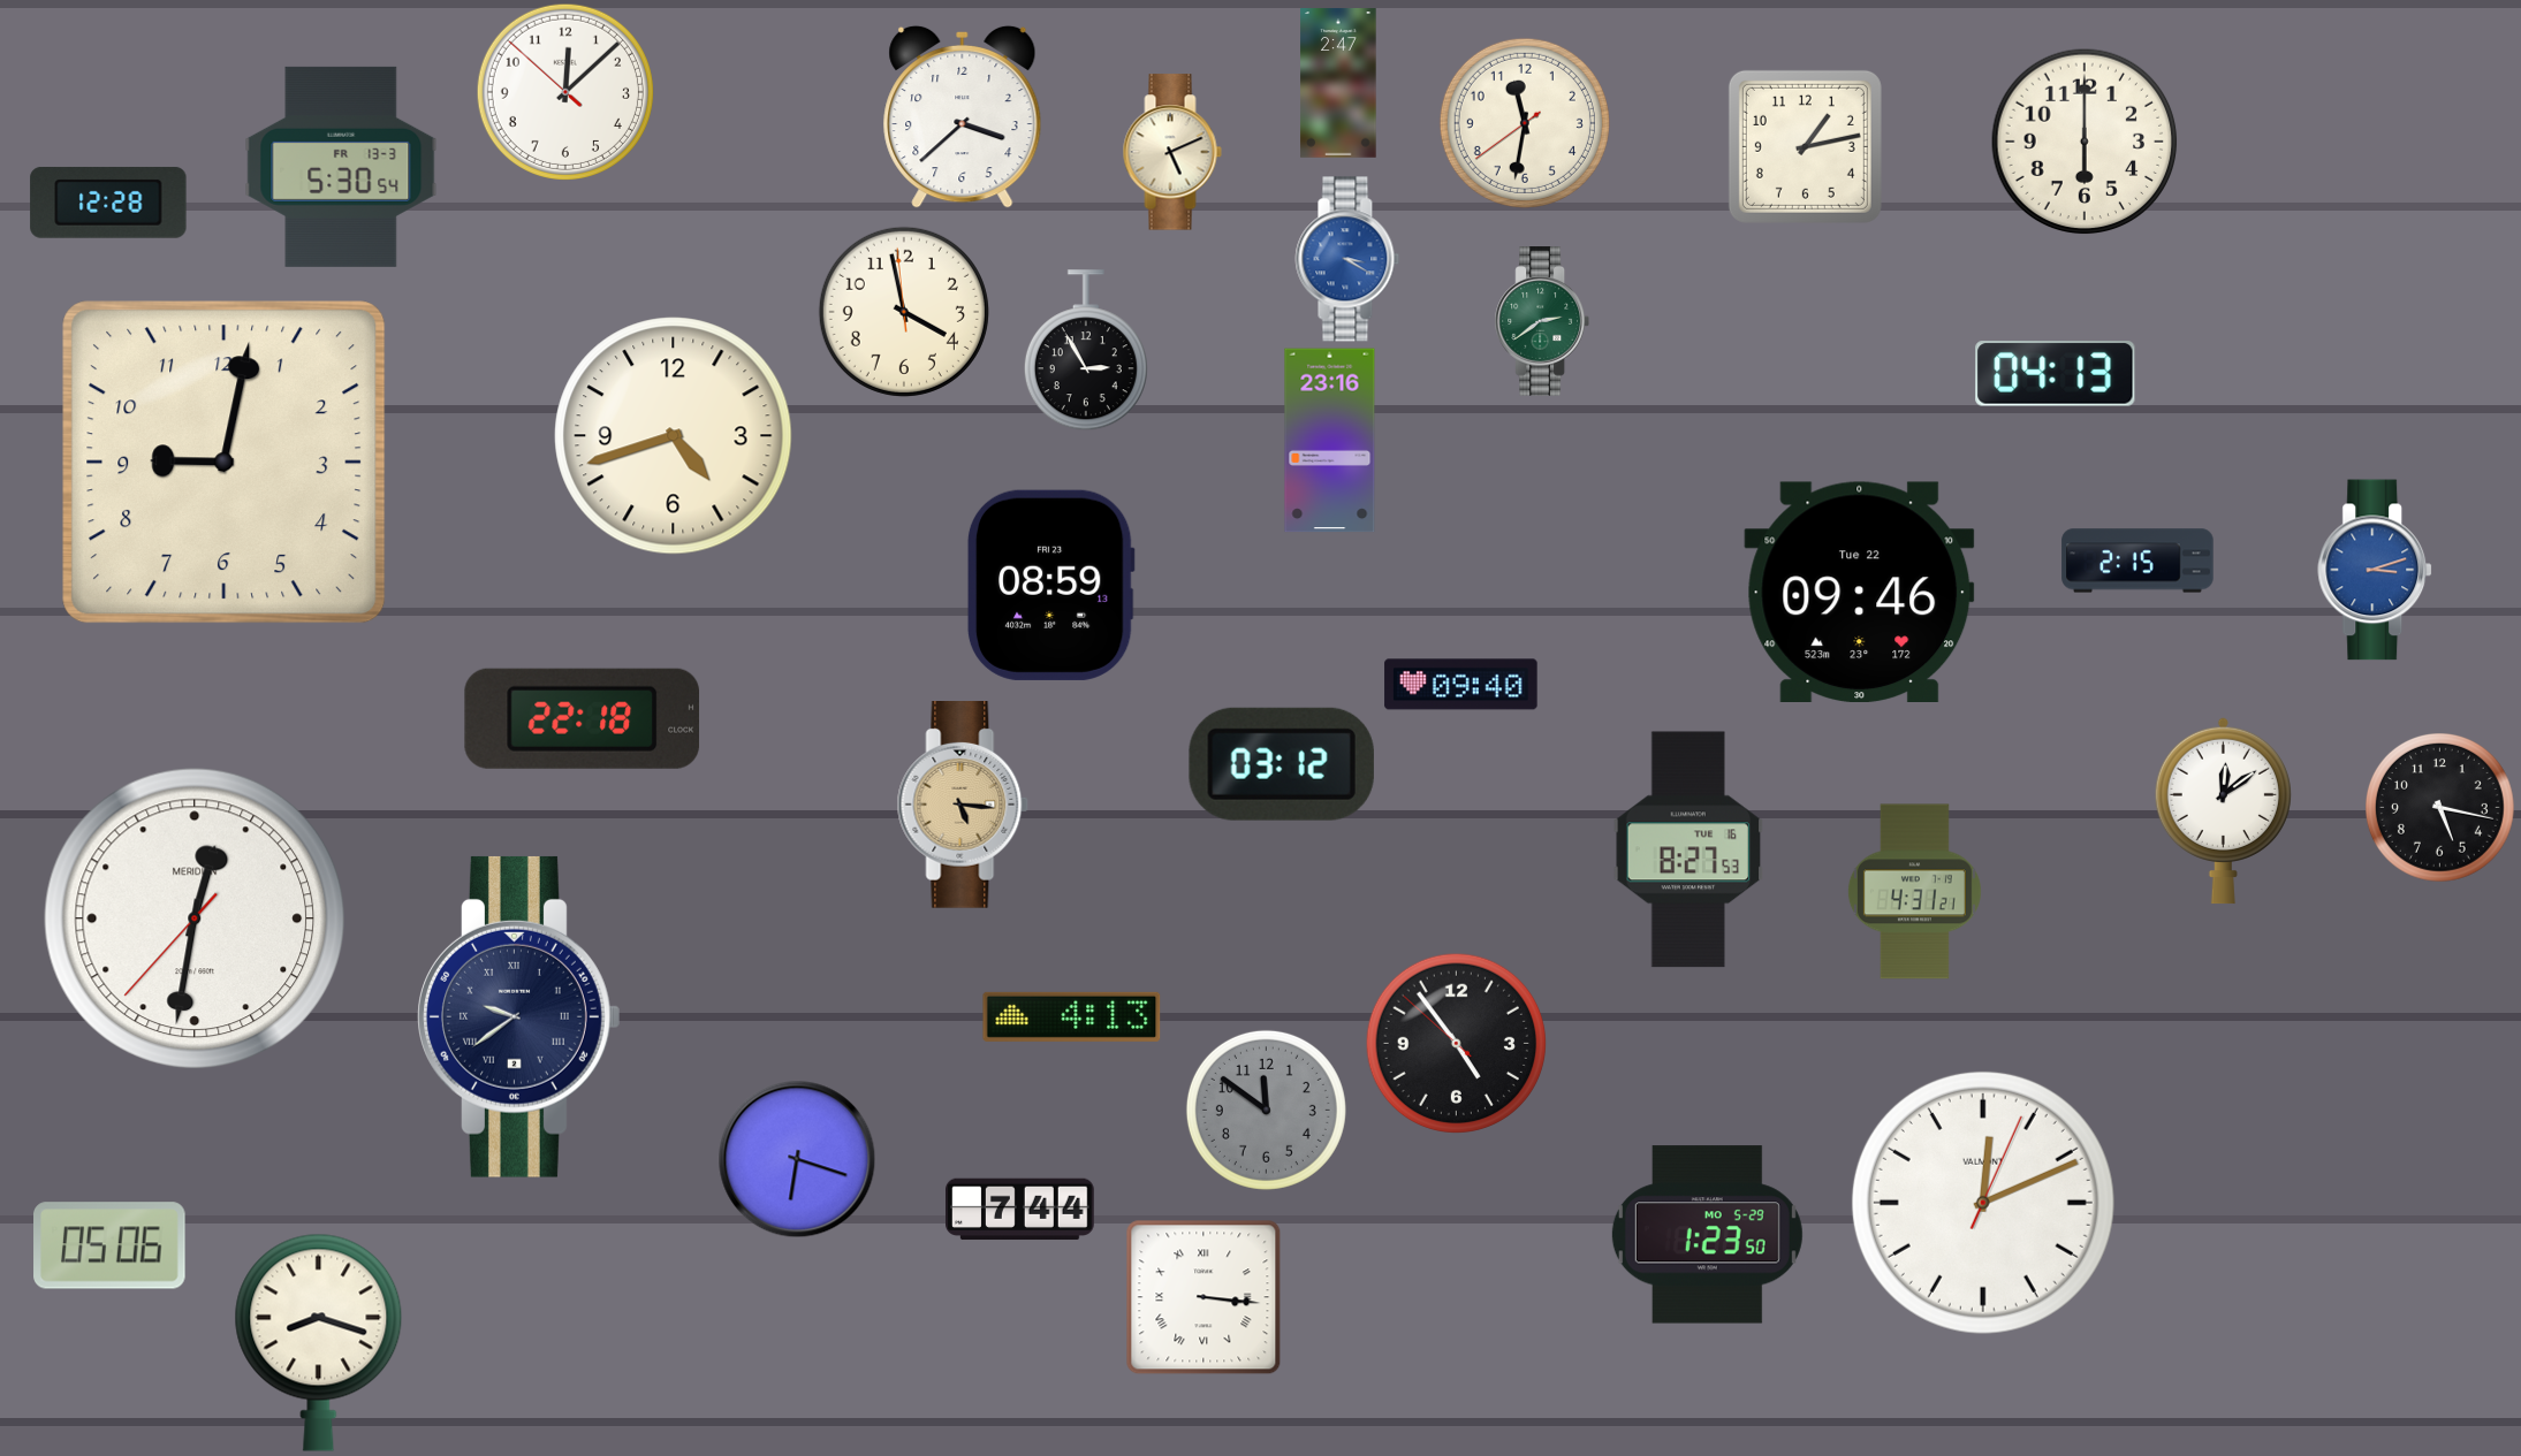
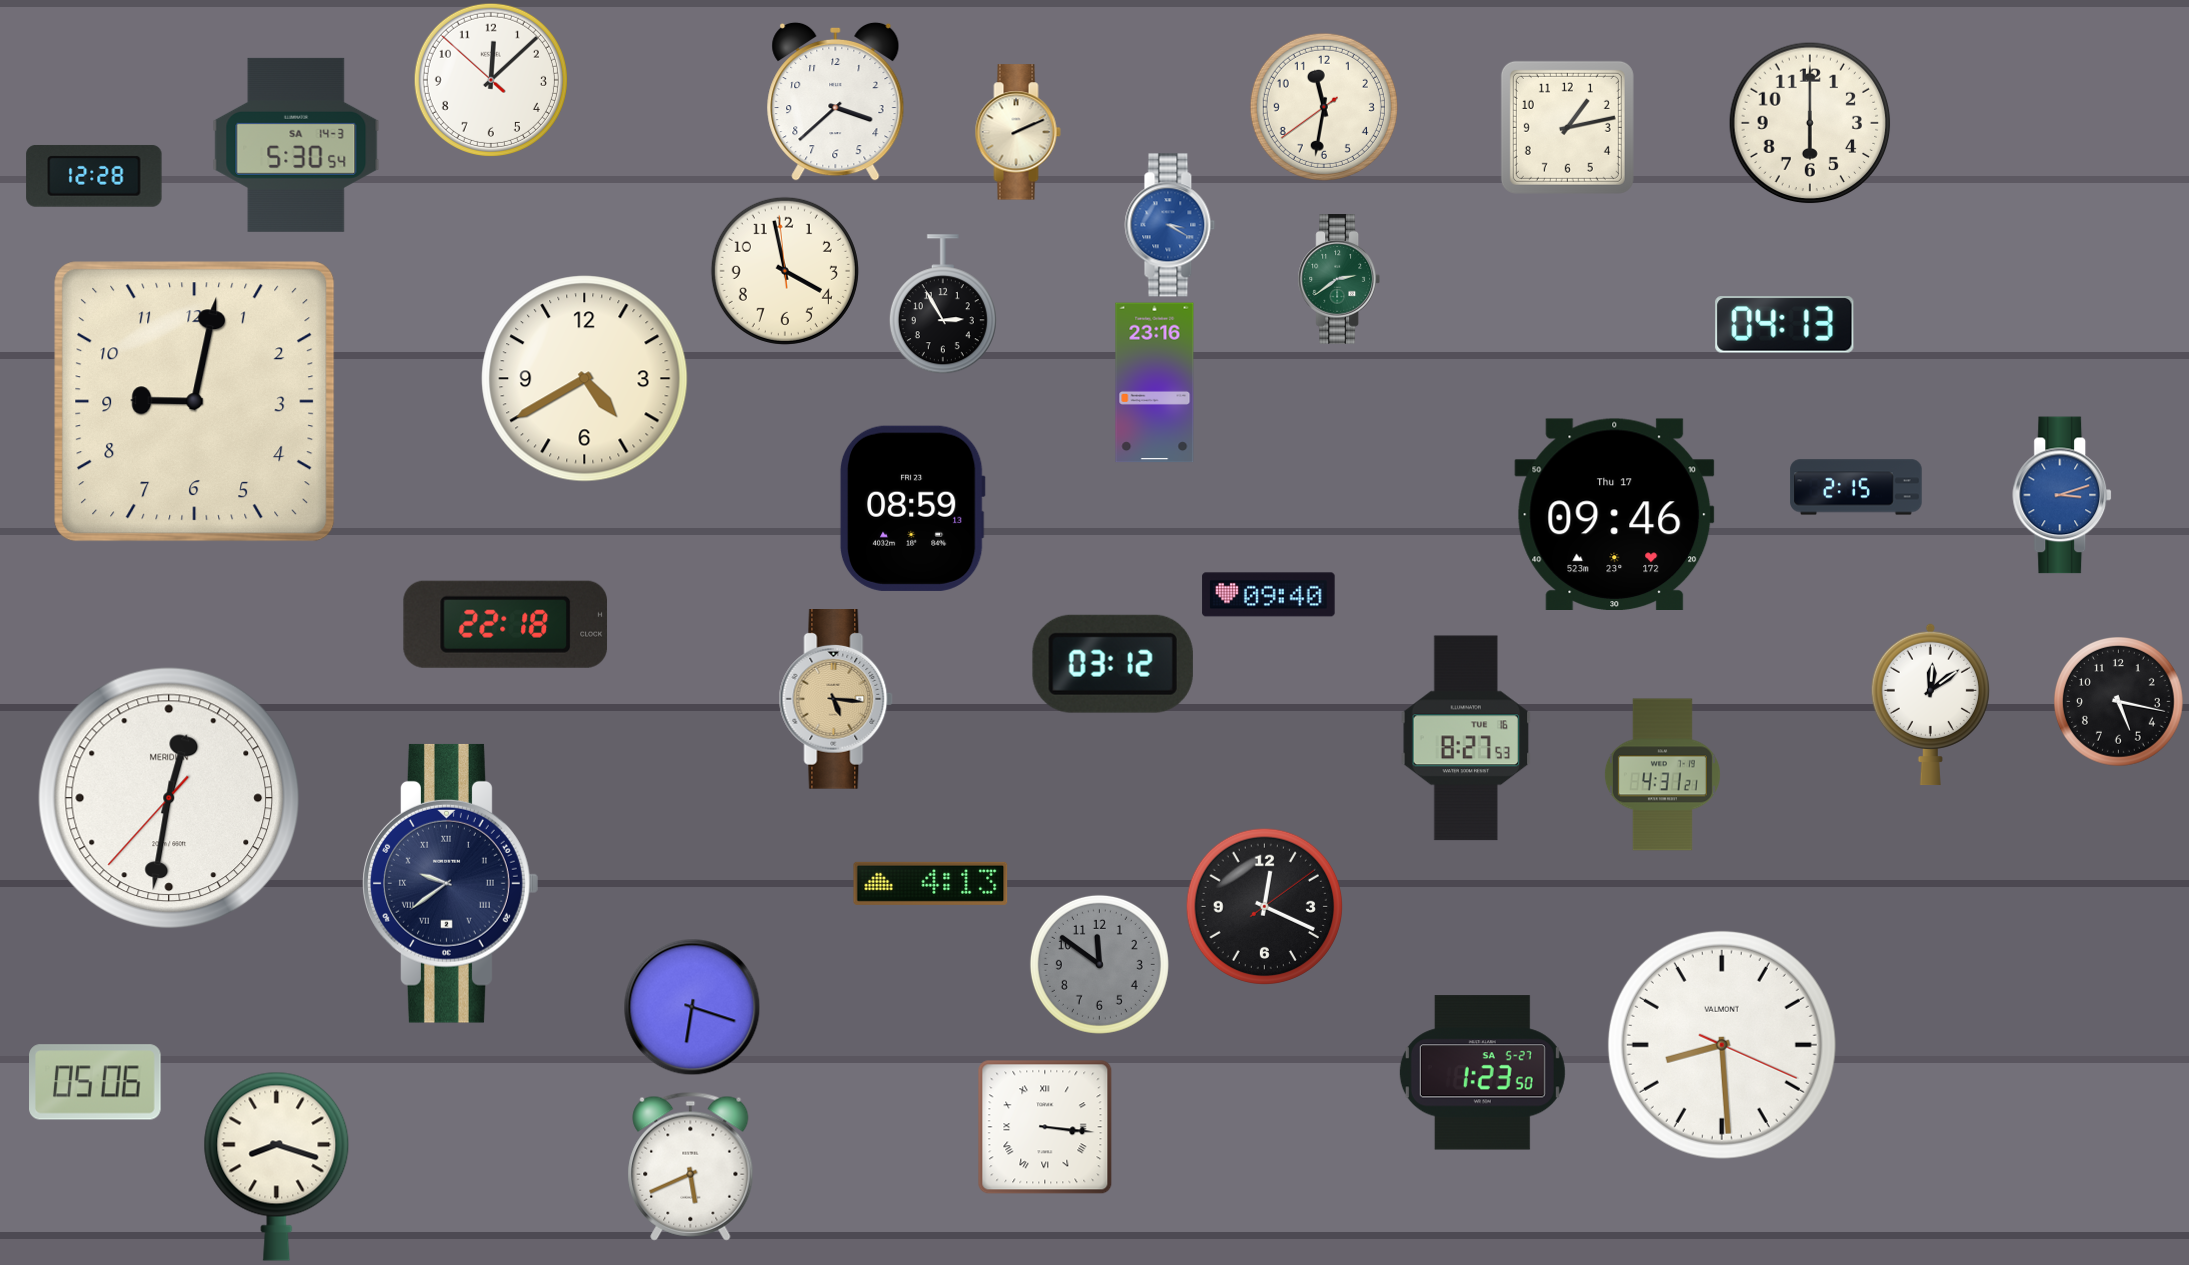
clock at (1338, 83): 2:47 -> none
clock at (1172, 152): 5:11 -> 2:11
clock at (341, 167) date: FR 13-3 -> SA 14-3
clock at (674, 436): 4:42 -> 4:40
clock at (1860, 592) date: Tue 22 -> Thu 17
clock at (1456, 1043): 4:53 -> 12:19
clock at (1983, 1203): 12:11 -> 8:29
clock at (1020, 1210): 7:44 -> none
clock at (1707, 1235) date: MO 5-29 -> SA 5-27
clock at (691, 1166): none -> 5:41
